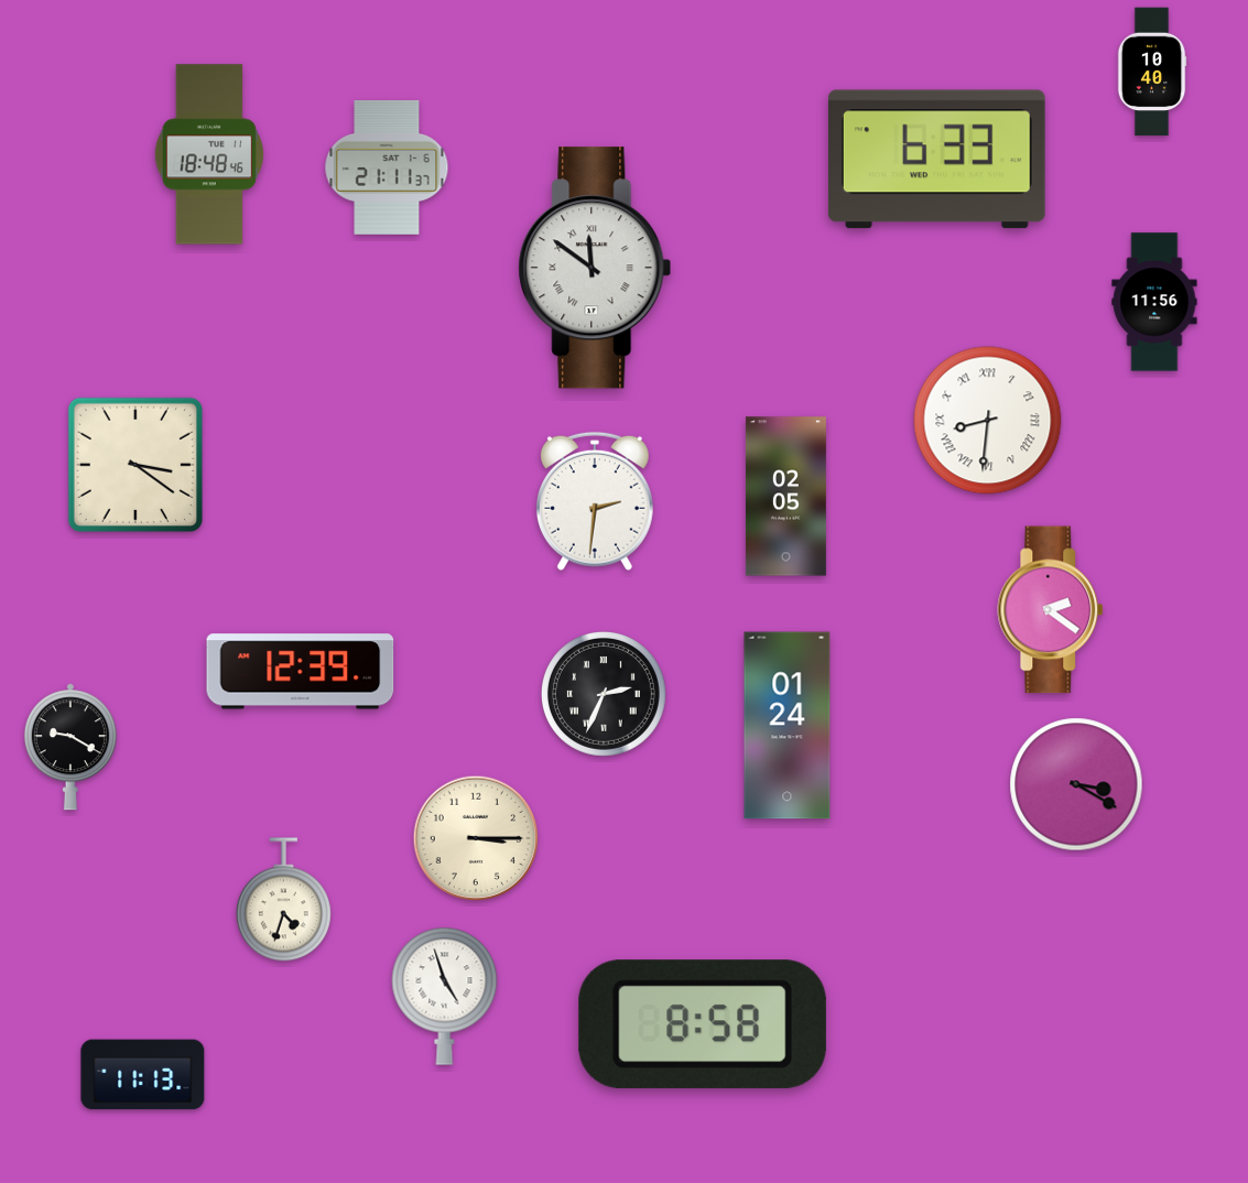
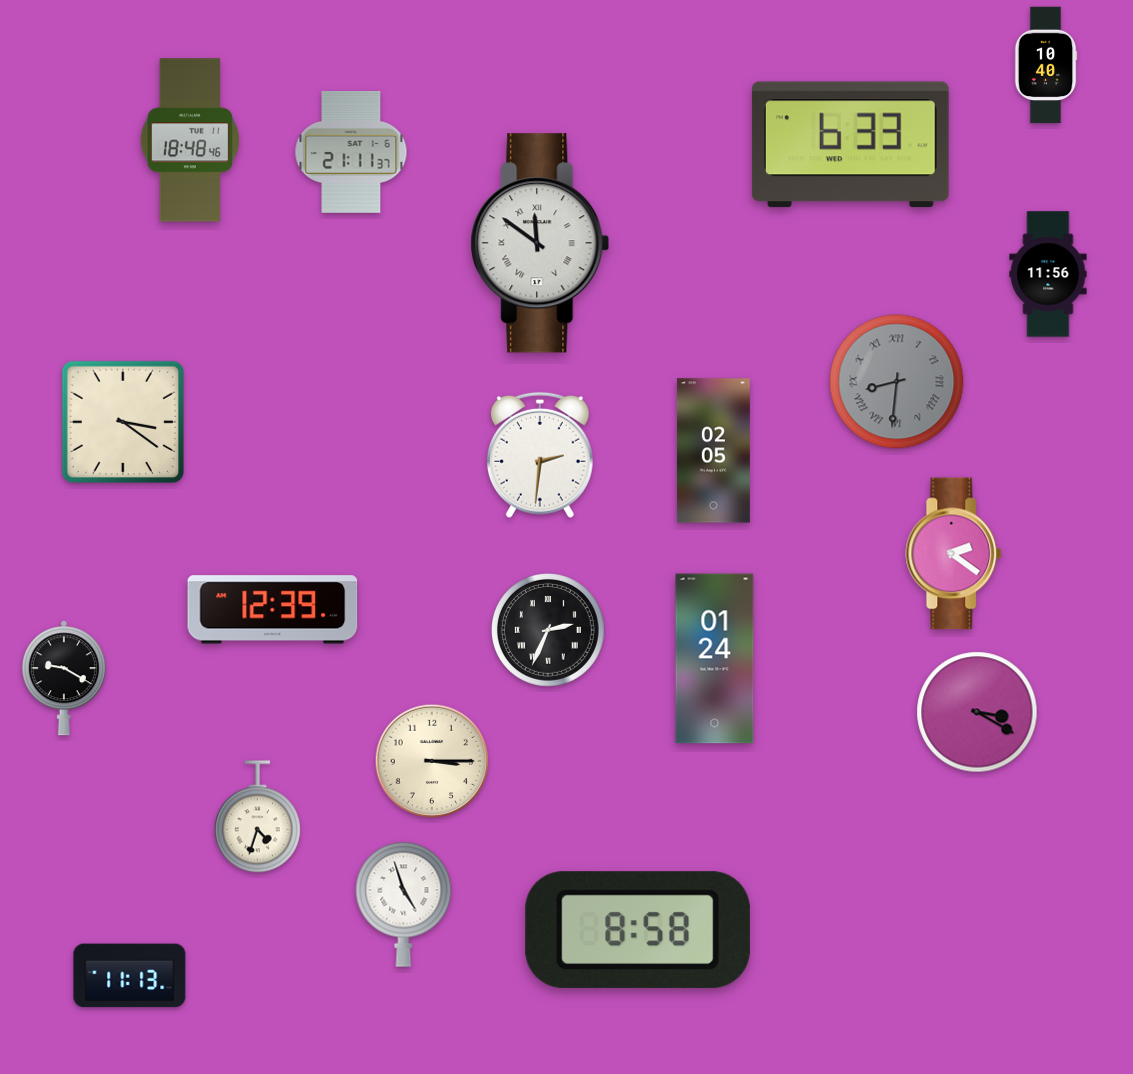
clock at (988, 421) dial: white -> grey
